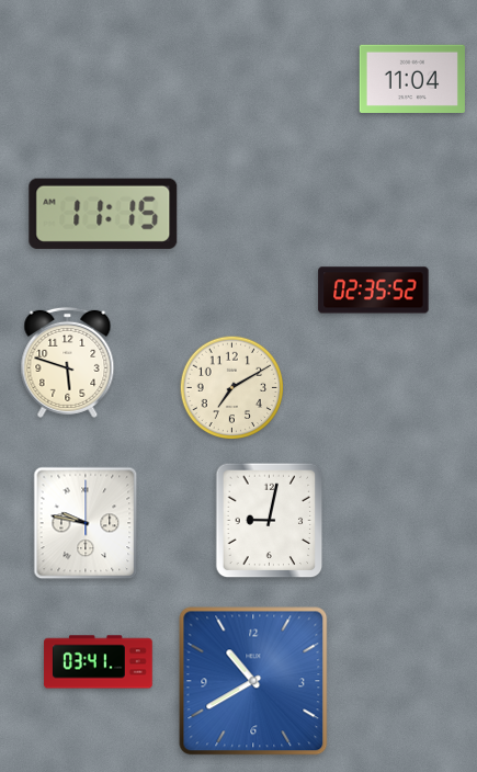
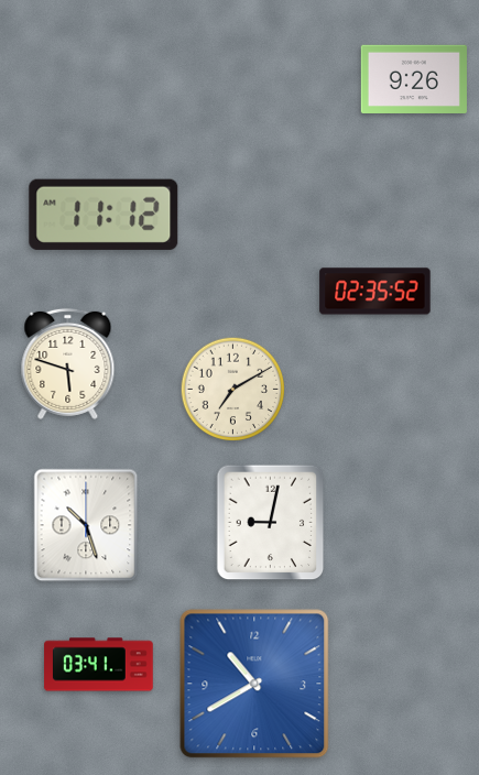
clock at (412, 79): 11:04 -> 9:26
clock at (103, 214): 11:15 -> 11:12
clock at (86, 523): 9:47 -> 10:27
